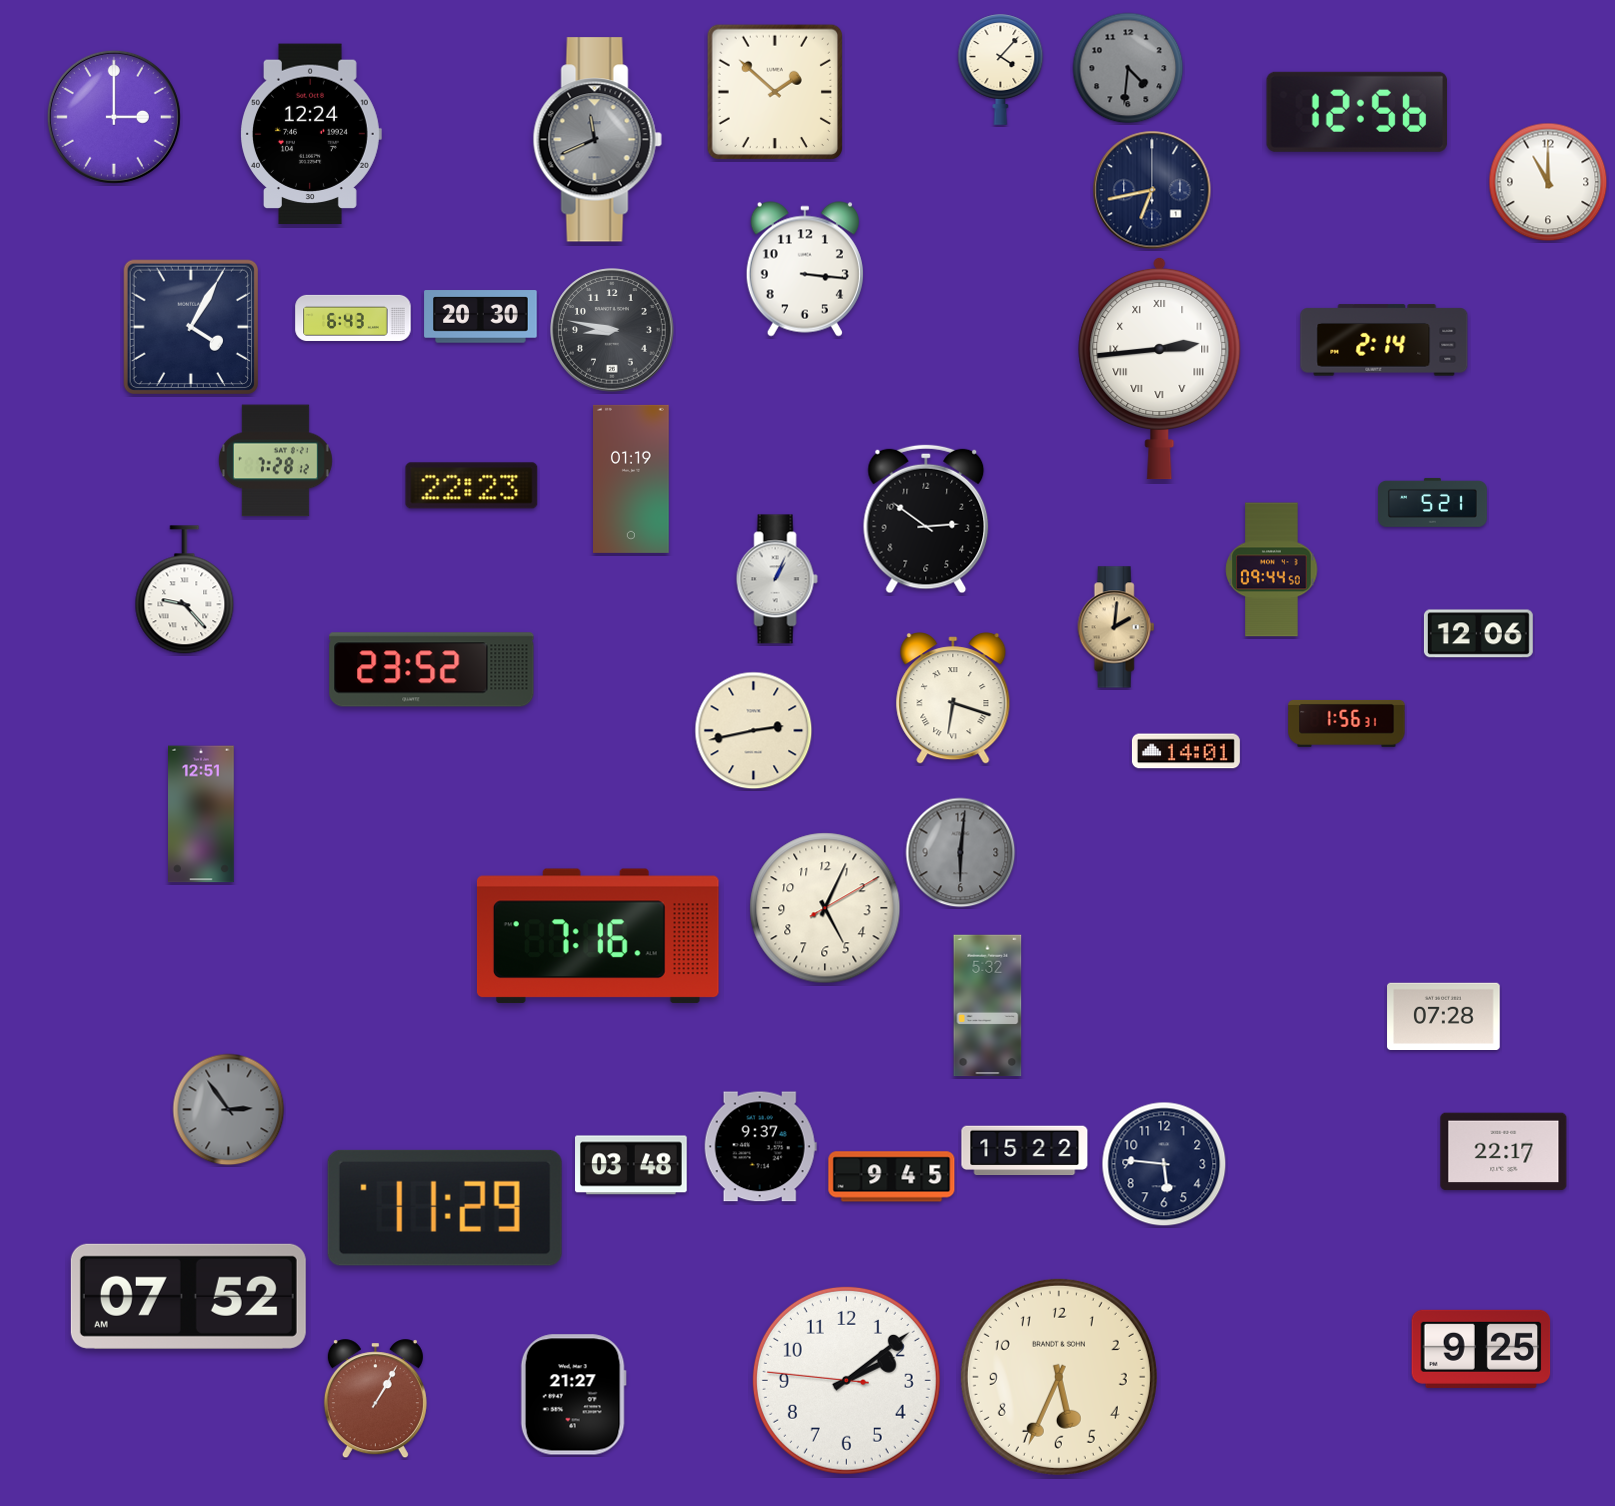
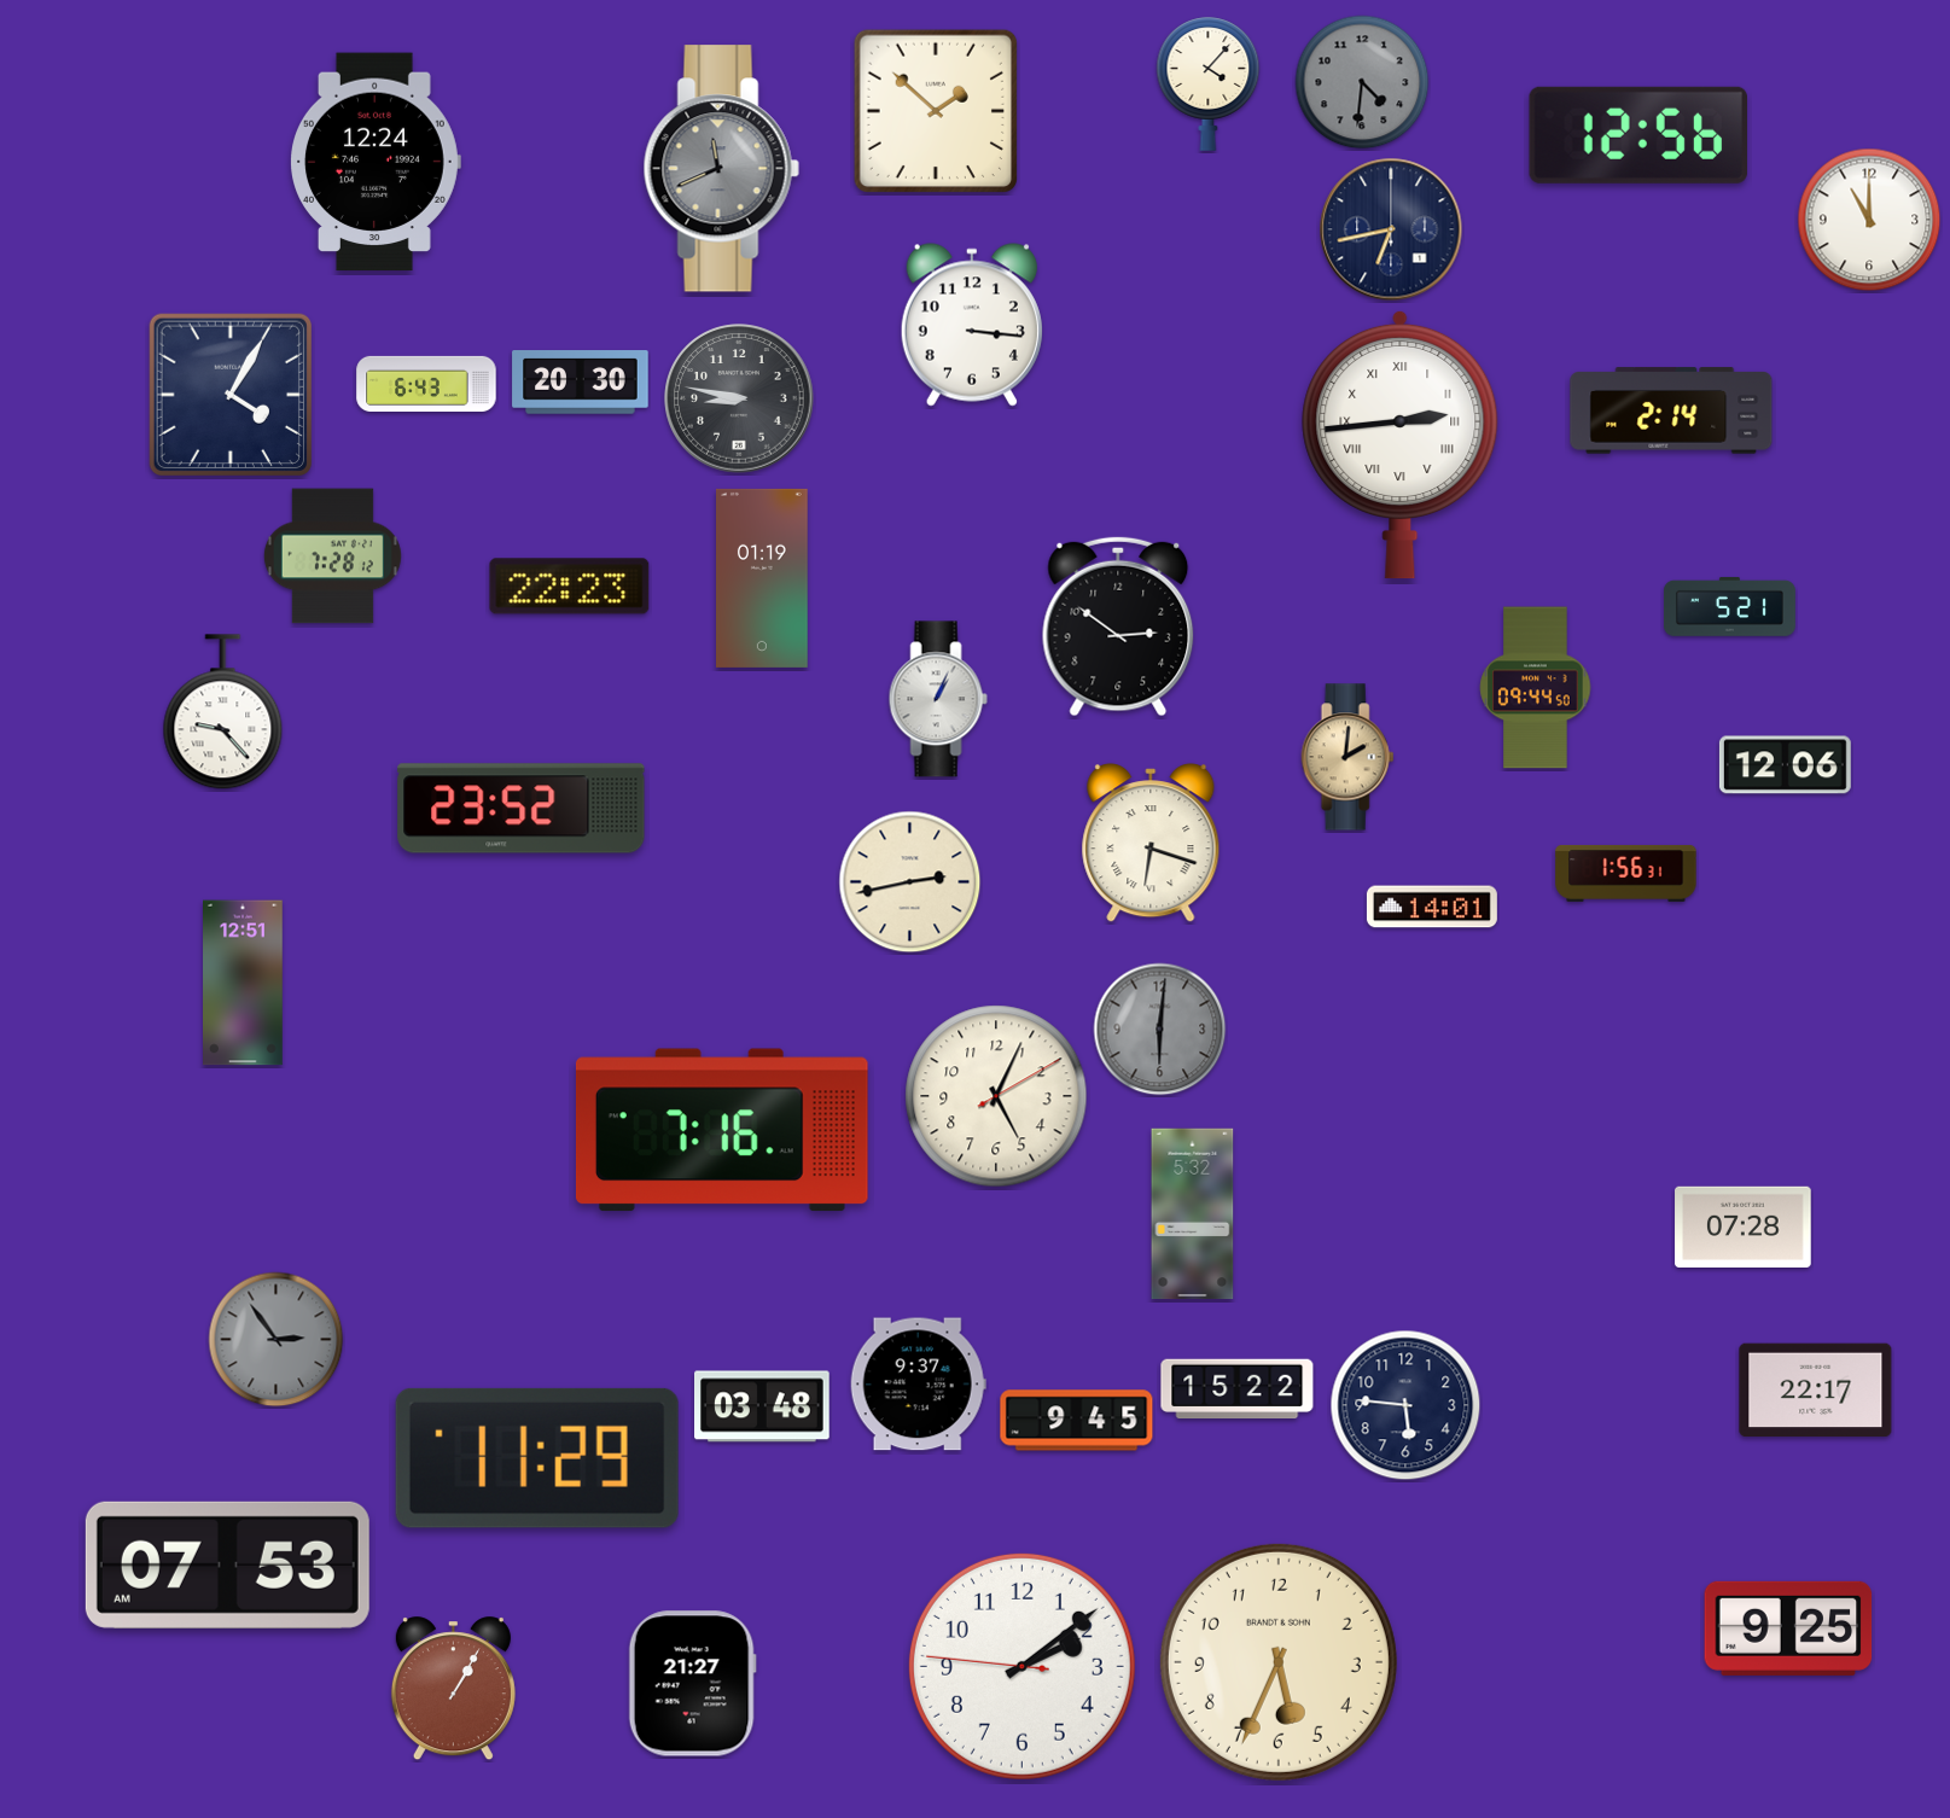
clock at (114, 117): 3:00 -> none
clock at (188, 1296): 07:52 -> 07:53
